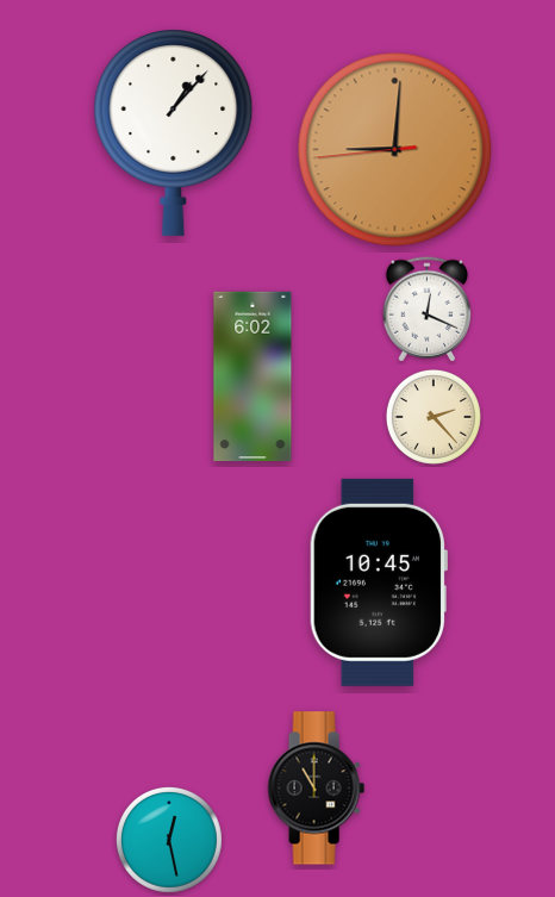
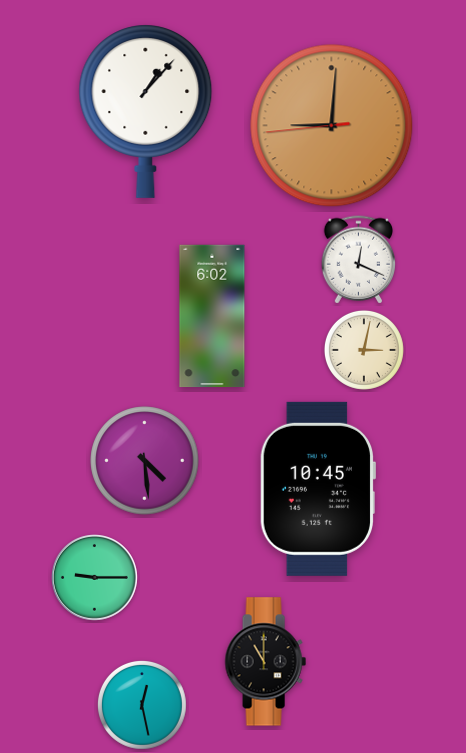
clock at (434, 417): 2:23 -> 3:02
clock at (145, 461): none -> 4:29
clock at (95, 578): none -> 9:15
